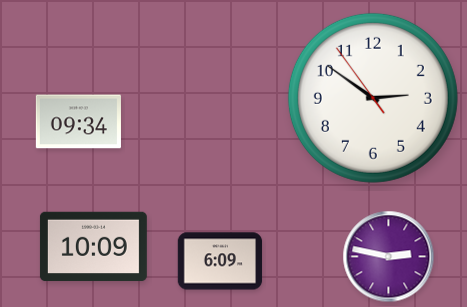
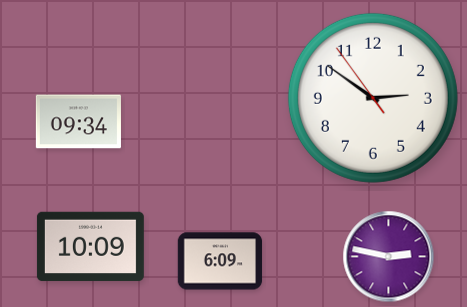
clock at (93, 247) position: (93, 247) -> (90, 247)
